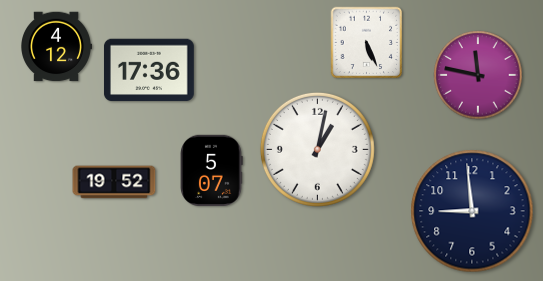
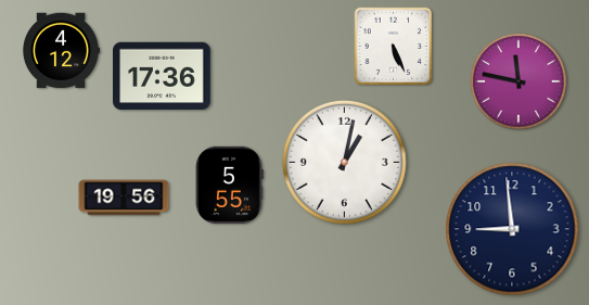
clock at (367, 43) position: (367, 43) -> (394, 47)
clock at (212, 170): 5:07 -> 5:55
clock at (114, 182): 19:52 -> 19:56
